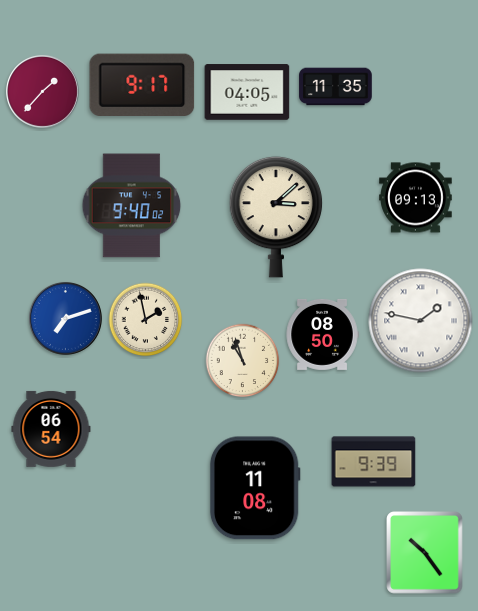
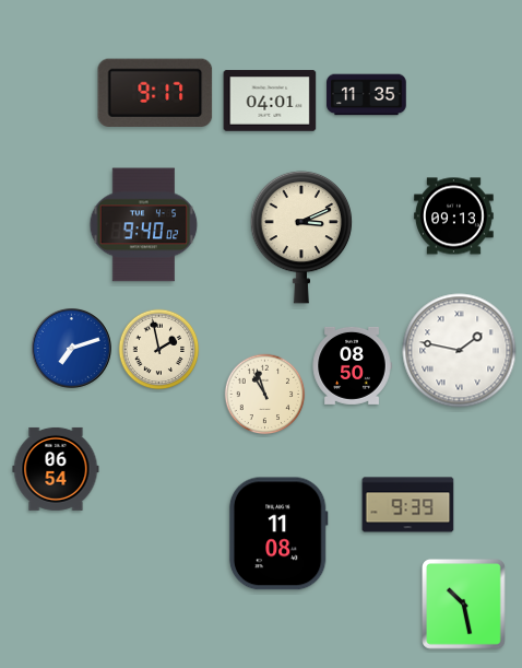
clock at (42, 91): 1:37 -> none
clock at (247, 92): 04:05 -> 04:01
clock at (276, 217): 3:08 -> 3:11
clock at (425, 553): 10:24 -> 10:28
